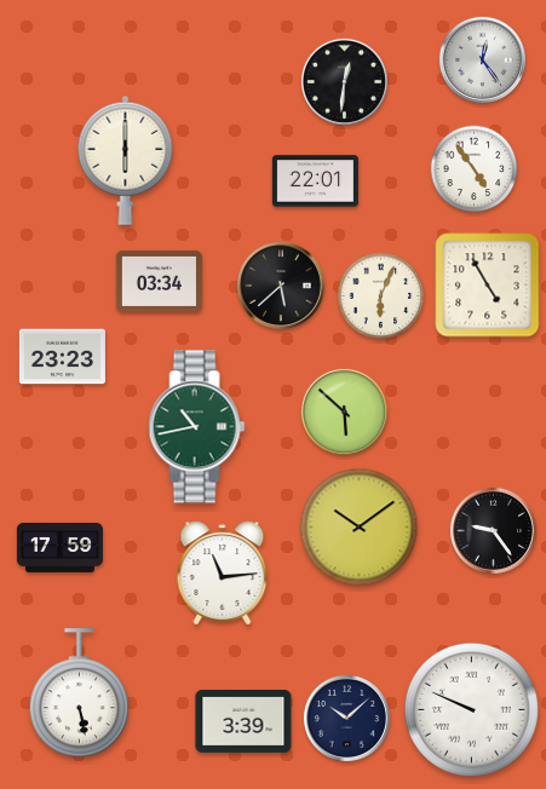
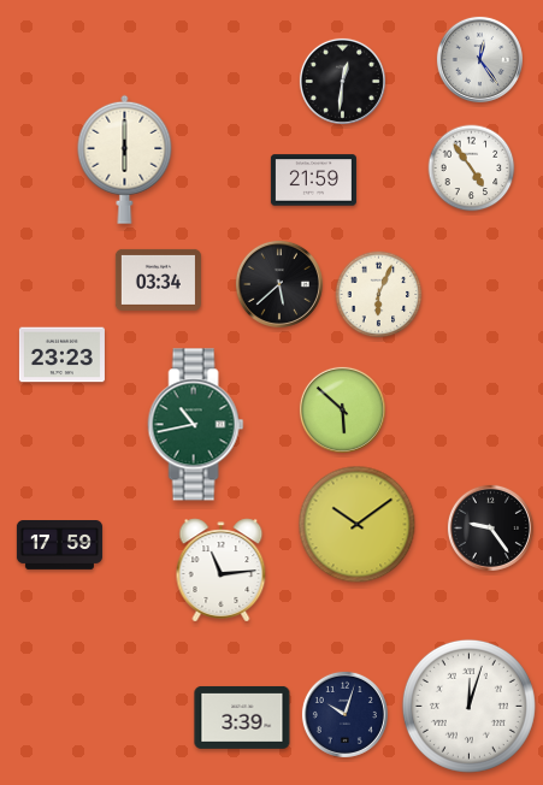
clock at (315, 182): 22:01 -> 21:59
clock at (488, 286): 4:55 -> none
clock at (79, 693): 5:28 -> none
clock at (471, 709): 9:49 -> 12:03
clock at (346, 718): 10:08 -> 10:03
